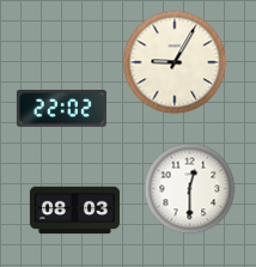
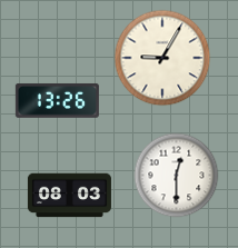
clock at (61, 108): 22:02 -> 13:26
